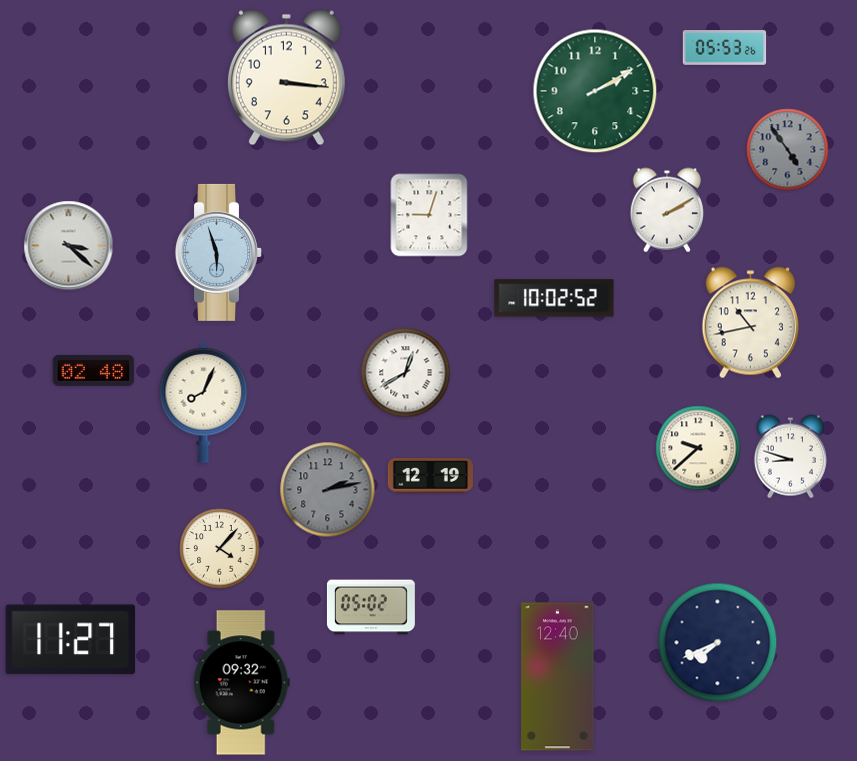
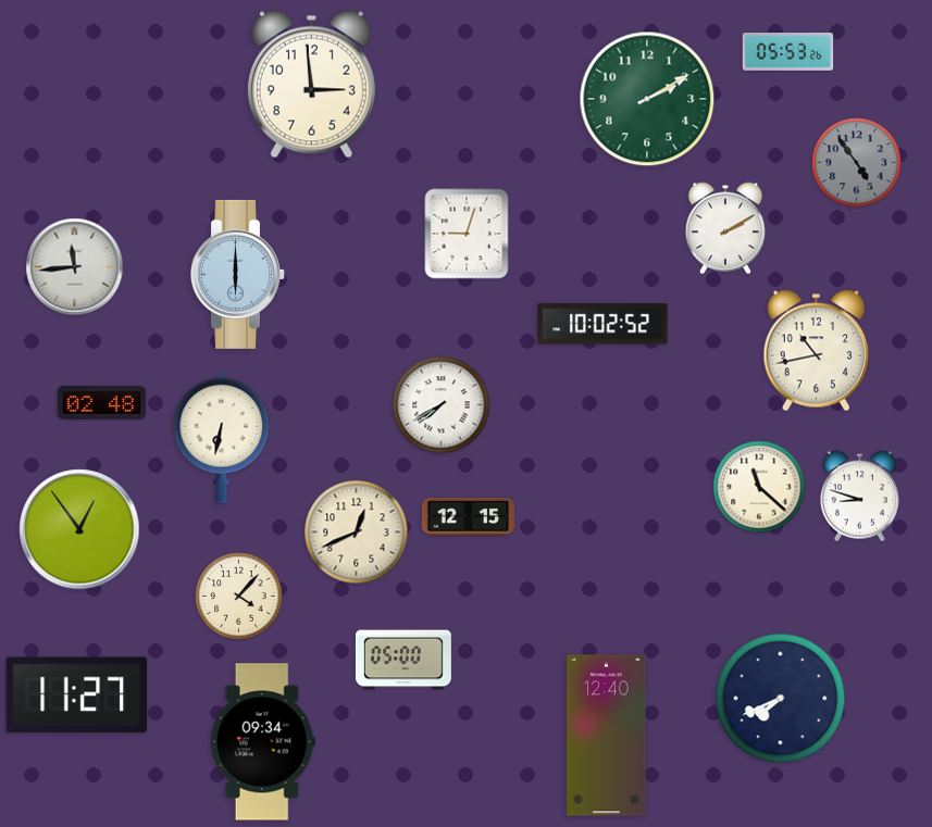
clock at (286, 78): 3:16 -> 2:59
clock at (69, 246): 3:22 -> 11:44
clock at (219, 252): 5:57 -> 6:00
clock at (406, 373): 12:40 -> 7:40
clock at (204, 402): 8:04 -> 6:32
clock at (698, 448): 9:38 -> 11:22
clock at (430, 476): 12:19 -> 12:15
clock at (79, 529): none -> 12:54
clock at (328, 490): 2:13 -> 12:41
clock at (328, 490) dial: grey -> cream
clock at (371, 607): 05:02 -> 05:00
clock at (241, 683): 09:32 -> 09:34
